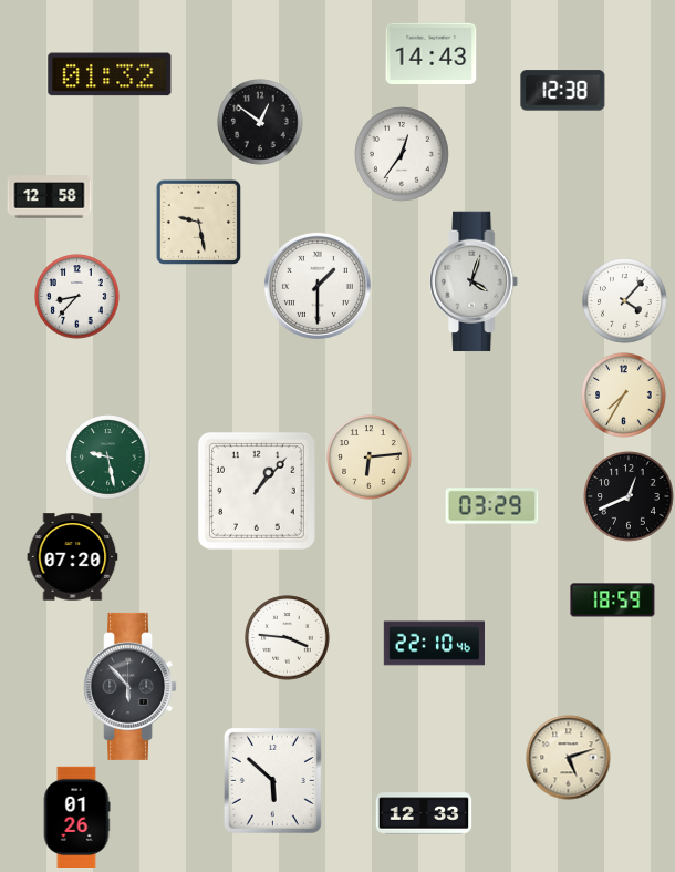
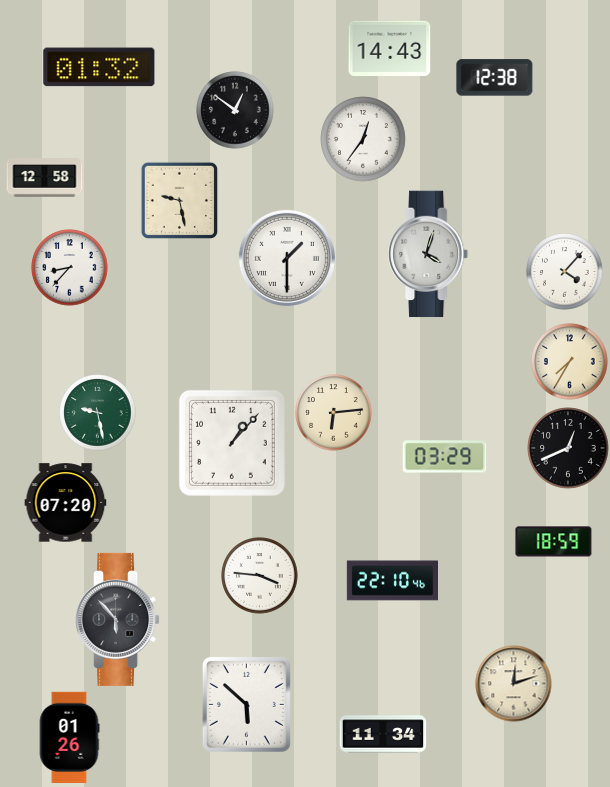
clock at (563, 91) position: (563, 91) -> (495, 78)
clock at (624, 396) position: (624, 396) -> (570, 362)
clock at (569, 758): 5:12 -> 12:12
clock at (424, 813): 12:33 -> 11:34
